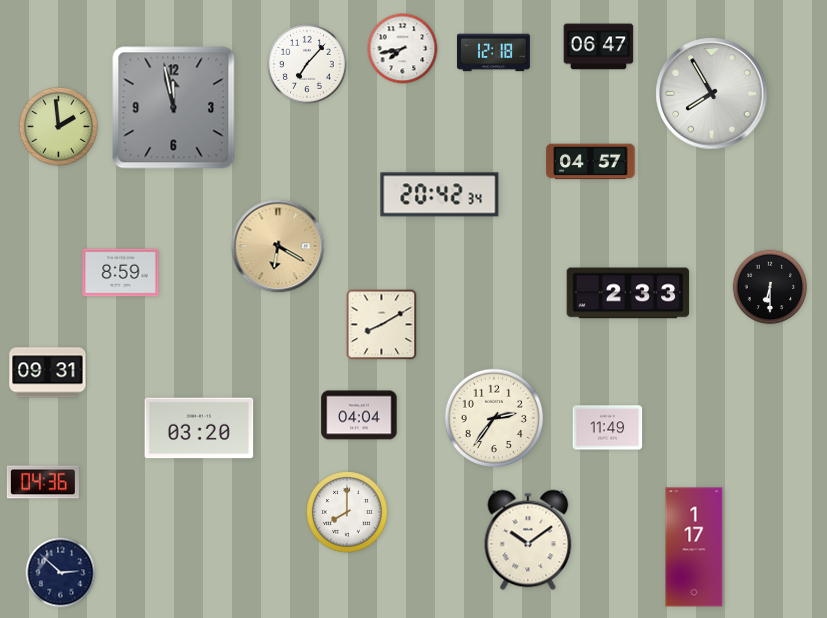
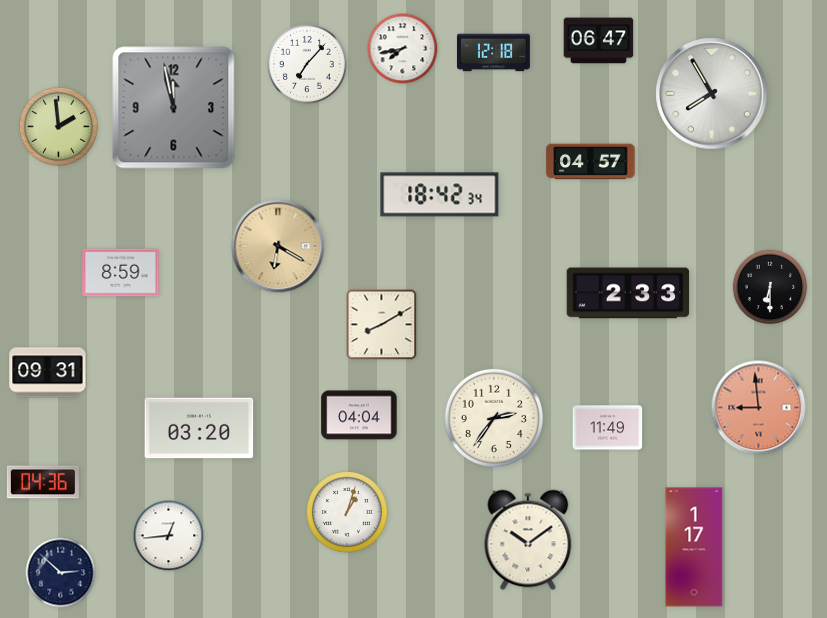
clock at (599, 47) position: (599, 47) -> (599, 41)
clock at (440, 195): 20:42 -> 18:42
clock at (759, 408): none -> 8:59
clock at (347, 512): 8:00 -> 1:03
clock at (169, 536): none -> 12:44
